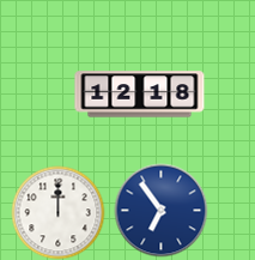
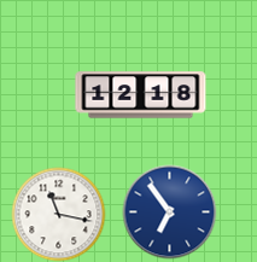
clock at (160, 210) position: (160, 210) -> (169, 211)
clock at (57, 212): 12:00 -> 11:17
